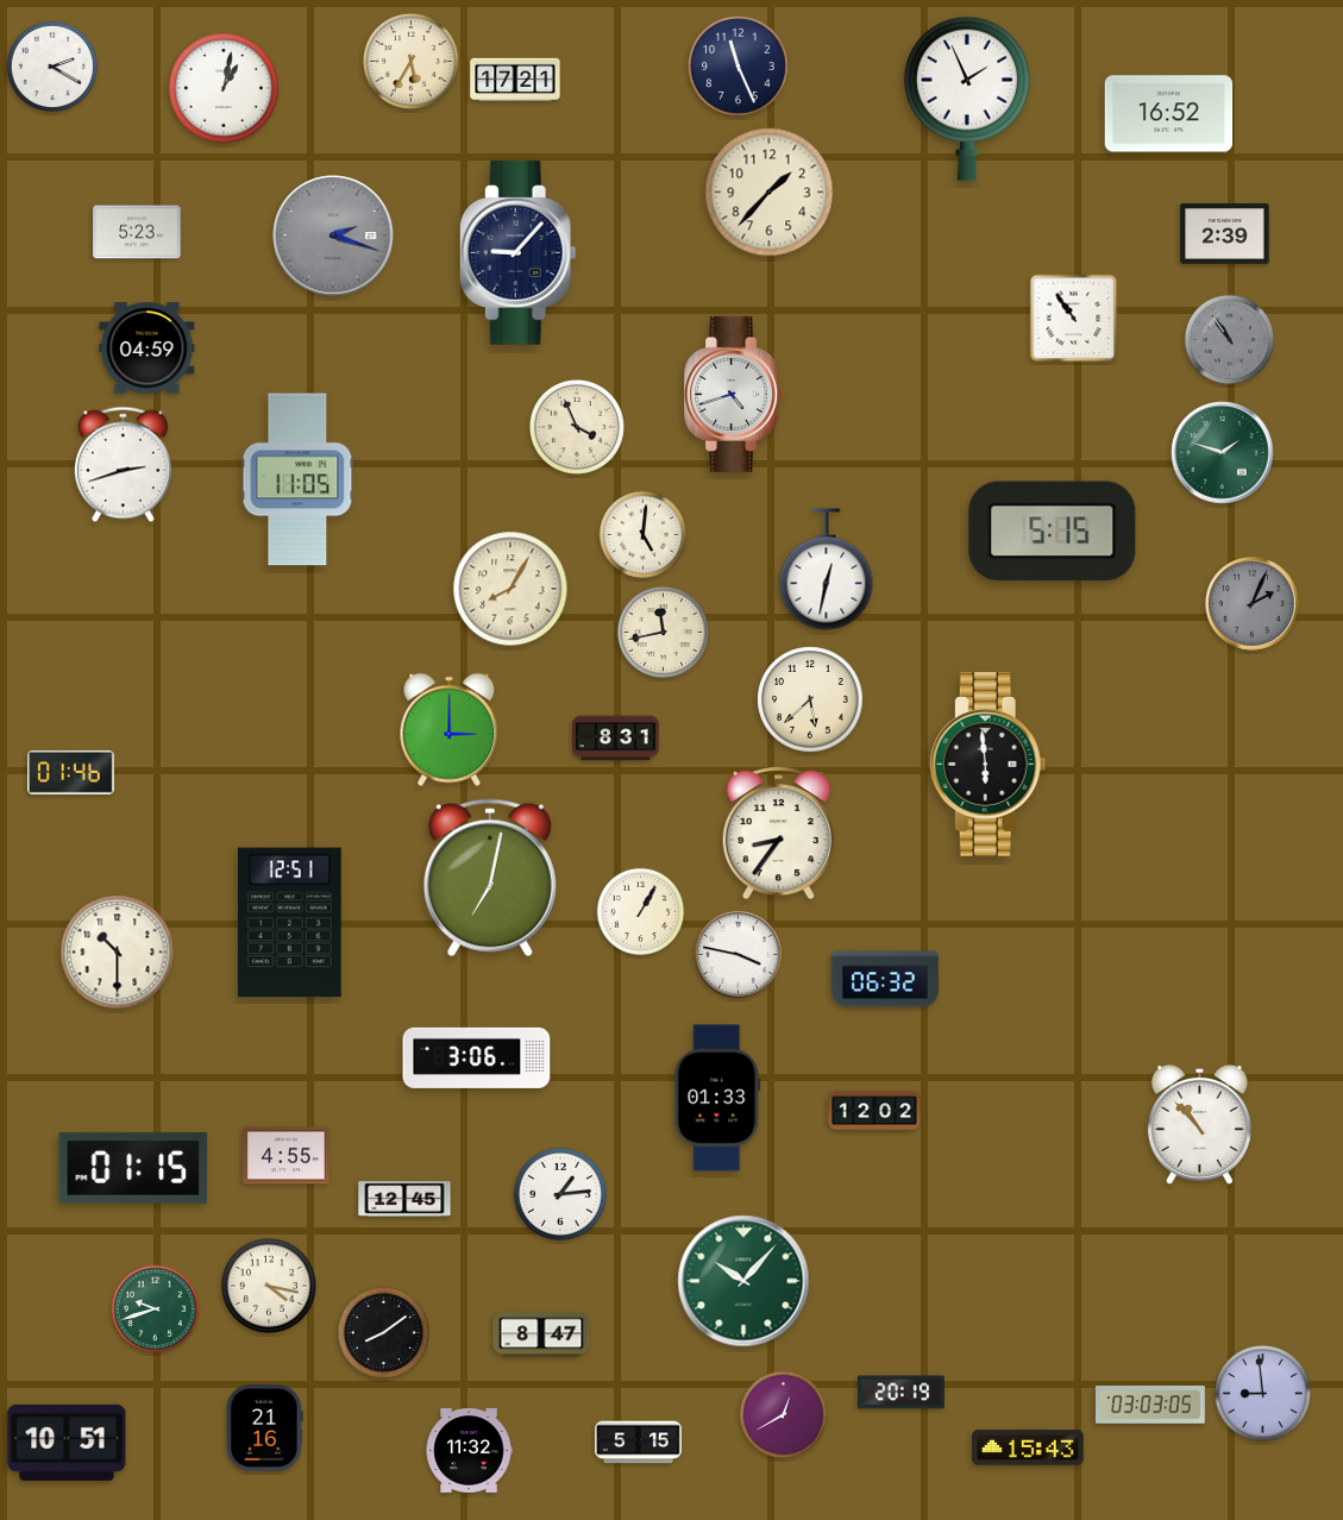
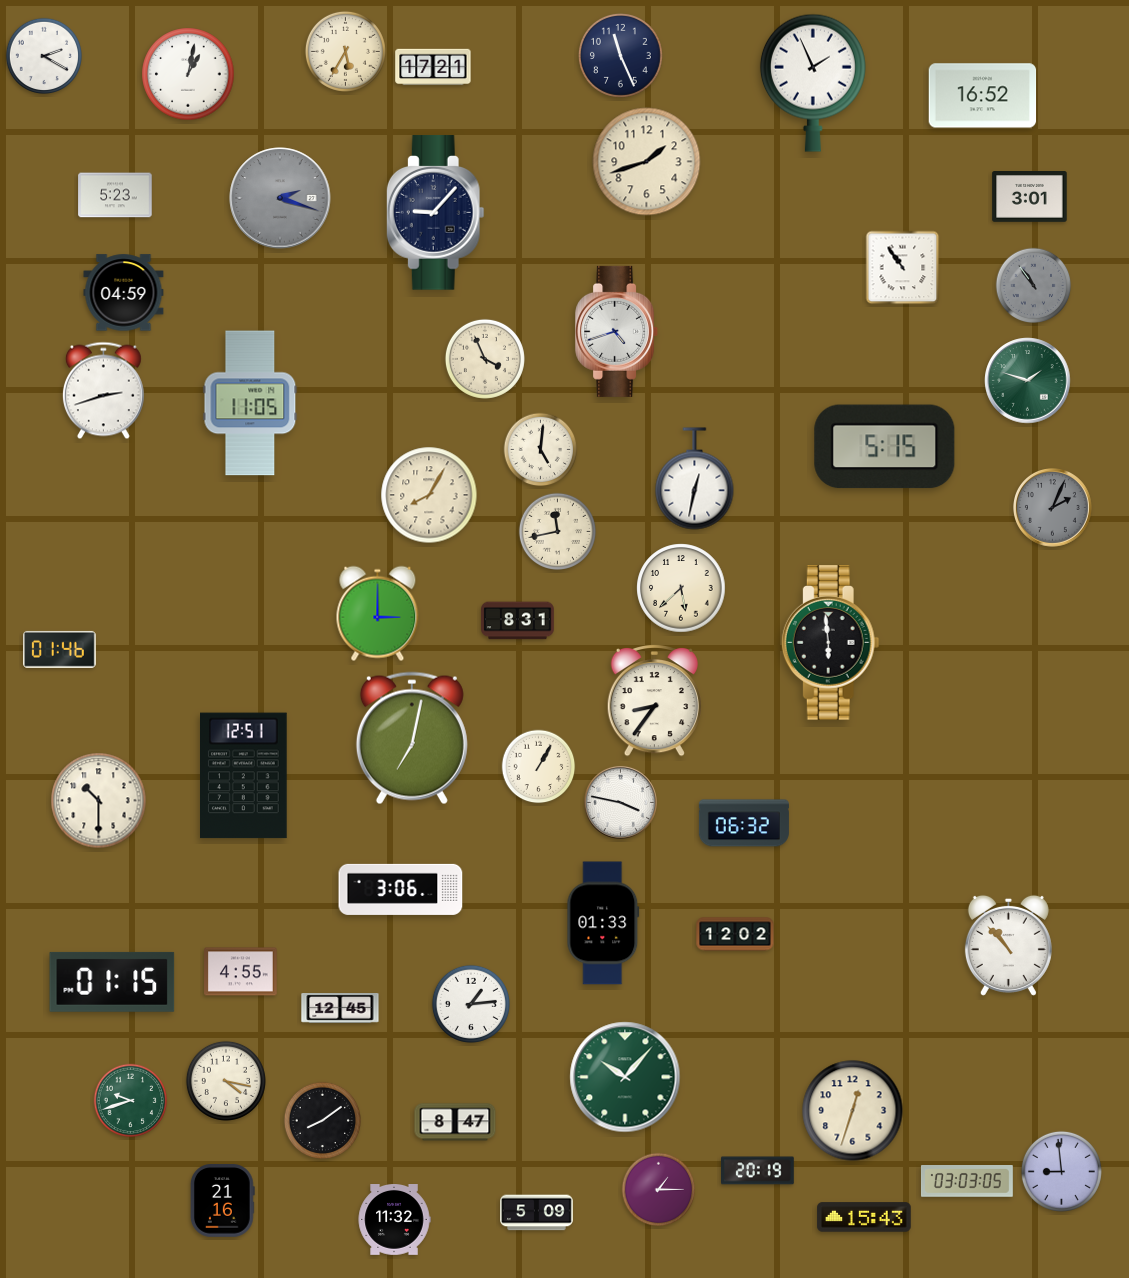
clock at (770, 193): 1:37 -> 1:42
clock at (1225, 234): 2:39 -> 3:01
clock at (853, 1111): none -> 12:33
clock at (784, 1415): 12:40 -> 1:15
clock at (67, 1443): 10:51 -> none
clock at (639, 1443): 5:15 -> 5:09
